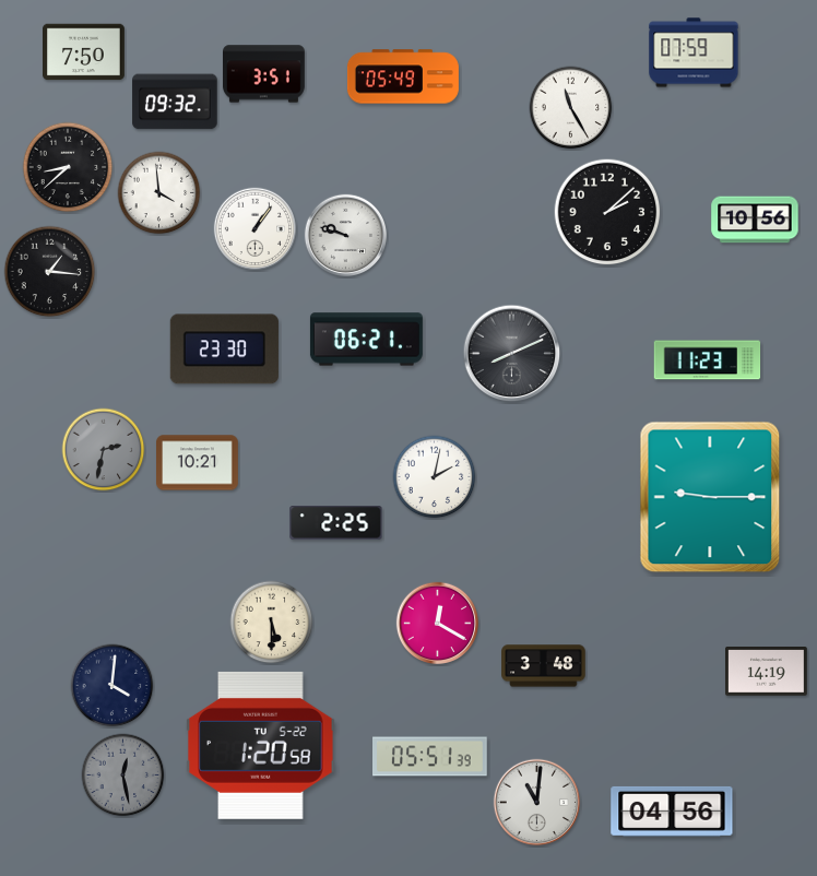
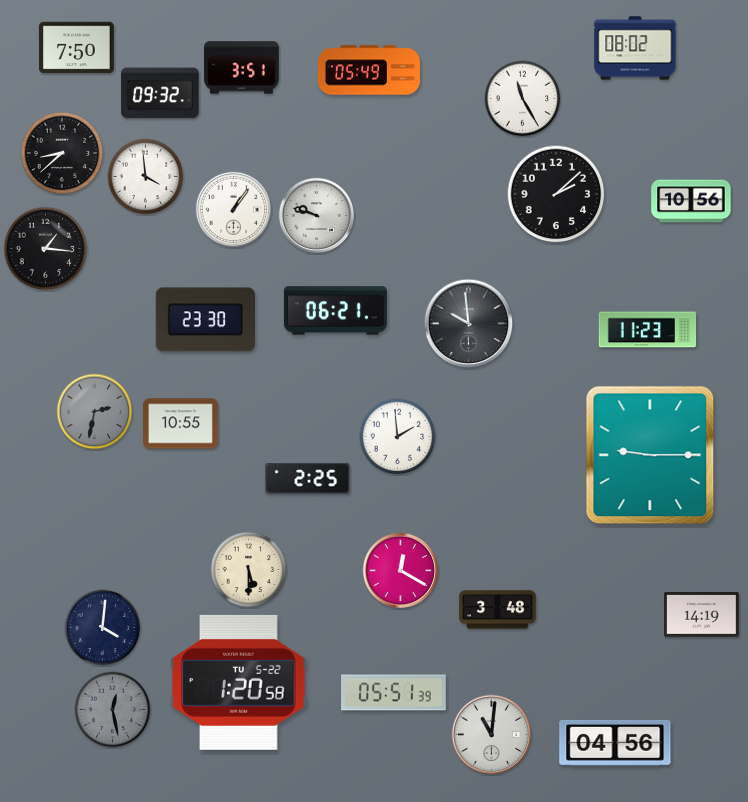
clock at (694, 52): 07:59 -> 08:02
clock at (512, 354): 8:11 -> 9:59
clock at (198, 463): 10:21 -> 10:55
clock at (435, 477): 2:02 -> 1:59
